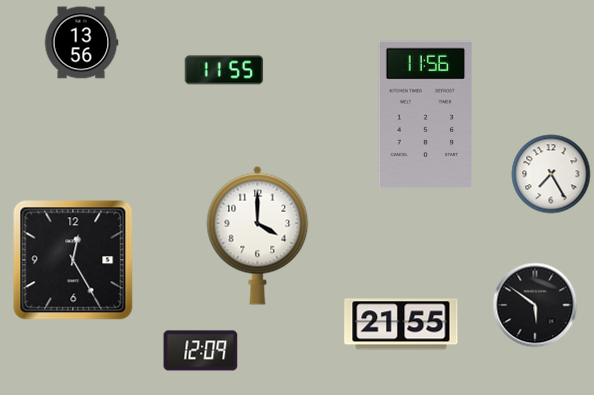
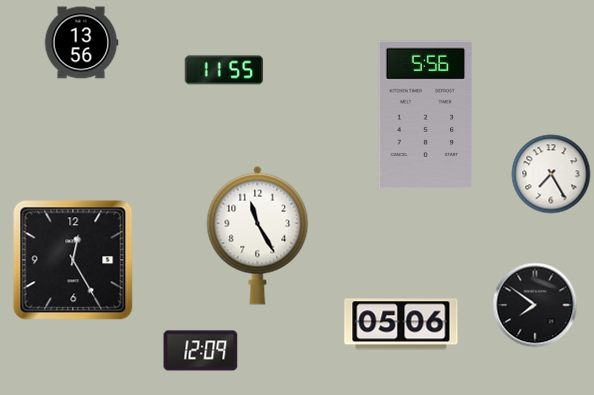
clock at (426, 115): 11:56 -> 5:56
clock at (258, 235): 4:00 -> 11:25
clock at (535, 305): 5:51 -> 7:51
clock at (401, 324): 21:55 -> 05:06
